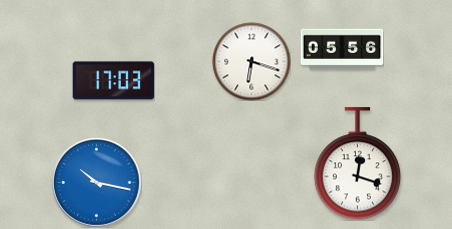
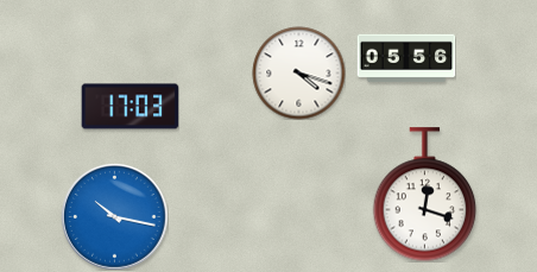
clock at (251, 61): 6:18 -> 4:18
clock at (113, 81) position: (113, 81) -> (129, 107)
